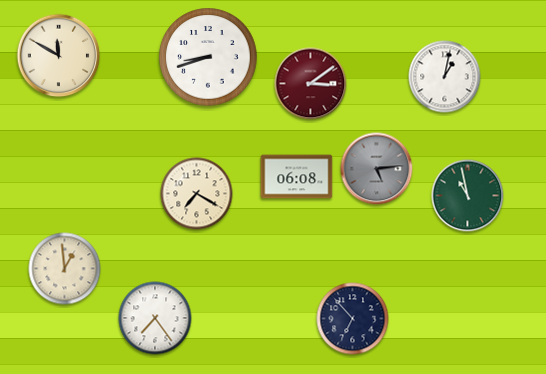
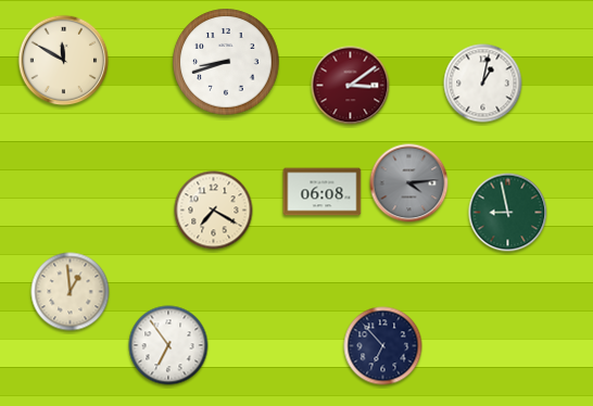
clock at (311, 84) position: (311, 84) -> (351, 86)
clock at (377, 169): 5:14 -> 4:14
clock at (468, 196): 10:58 -> 8:58
clock at (155, 318): 7:24 -> 6:54
